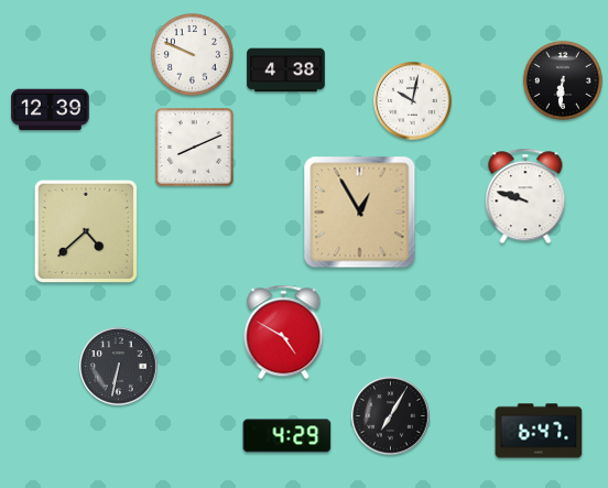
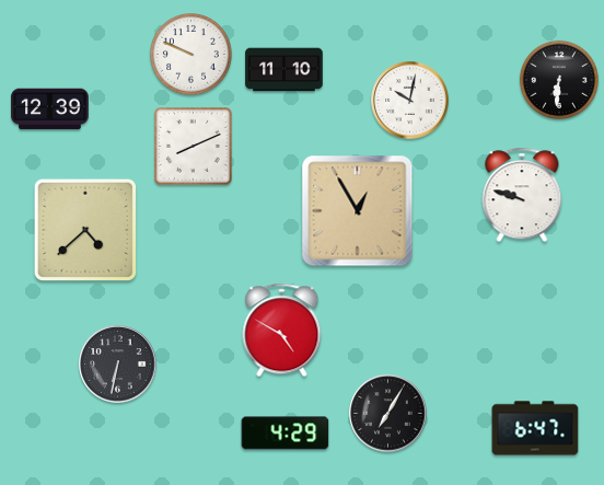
clock at (286, 71): 4:38 -> 11:10
